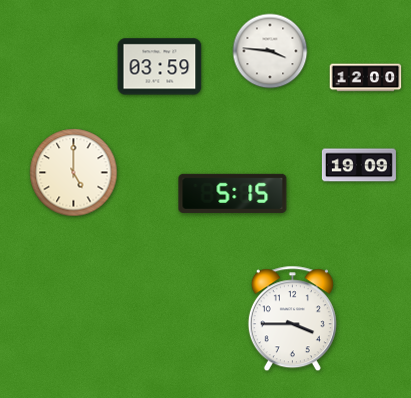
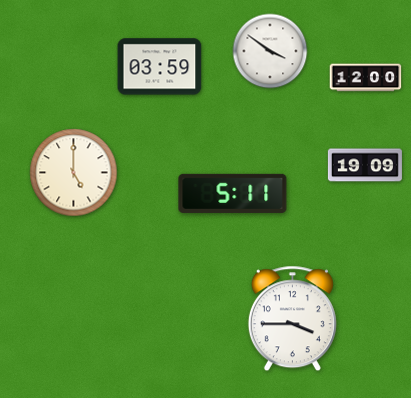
clock at (270, 51): 3:46 -> 3:51
clock at (359, 165) position: (359, 165) -> (365, 165)
clock at (233, 193): 5:15 -> 5:11
